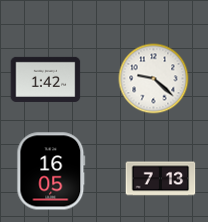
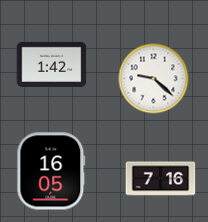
clock at (46, 79) position: (46, 79) -> (52, 64)
clock at (161, 179): 7:13 -> 7:16
